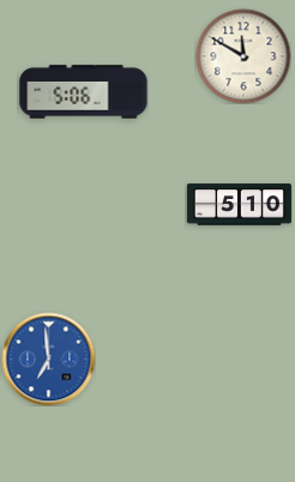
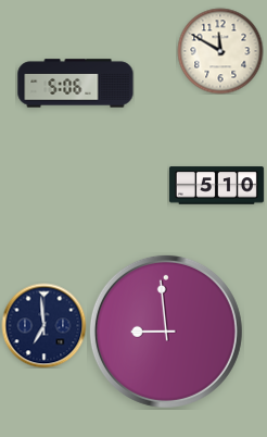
clock at (48, 359) dial: blue -> navy
clock at (166, 332): none -> 8:59
